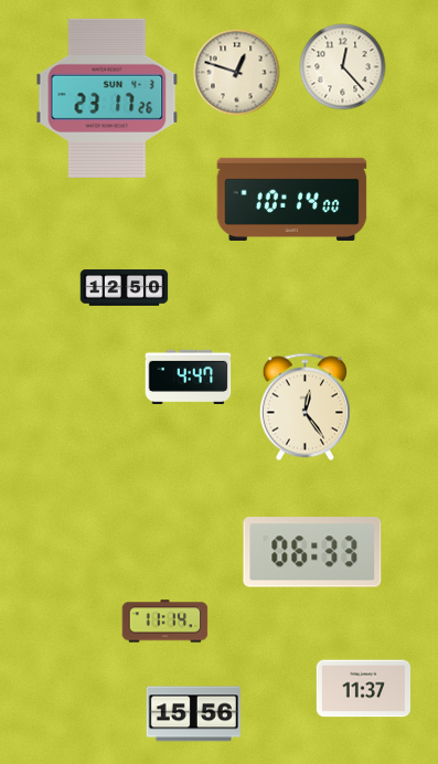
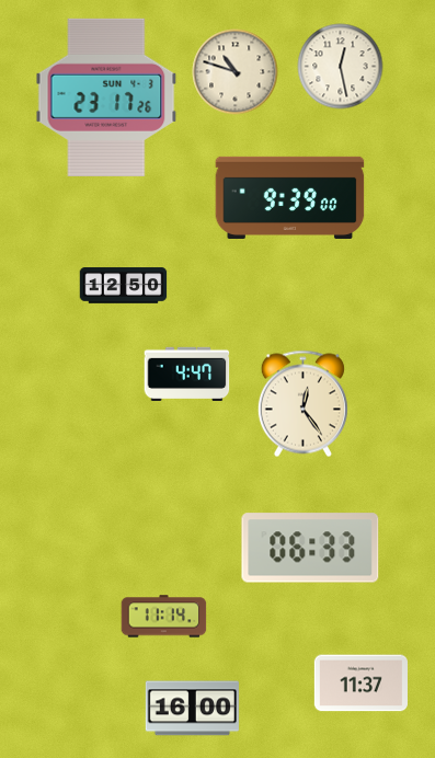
clock at (342, 66): 12:23 -> 12:28
clock at (236, 72): 12:48 -> 10:48
clock at (292, 199): 10:14 -> 9:39
clock at (193, 714): 15:56 -> 16:00
